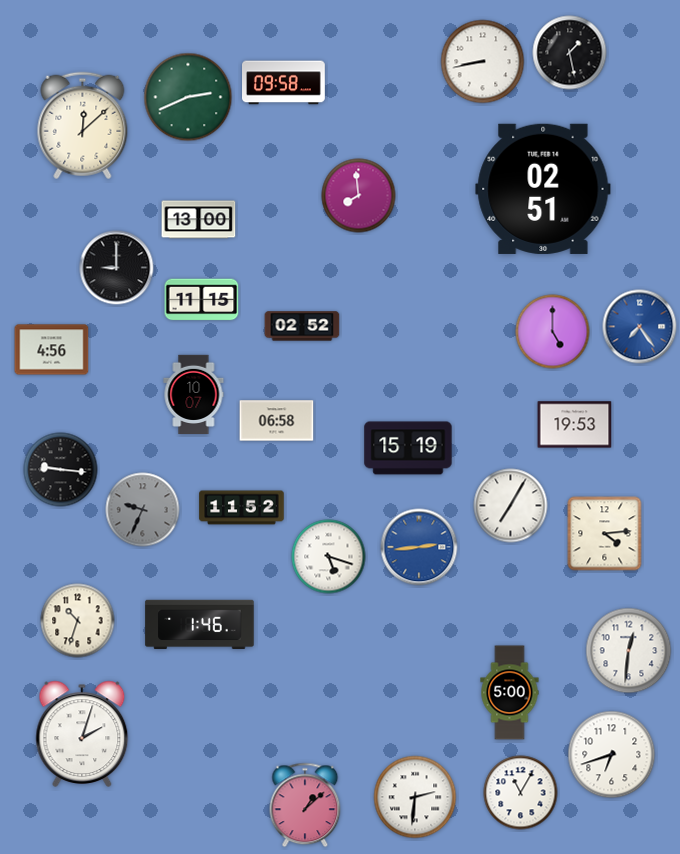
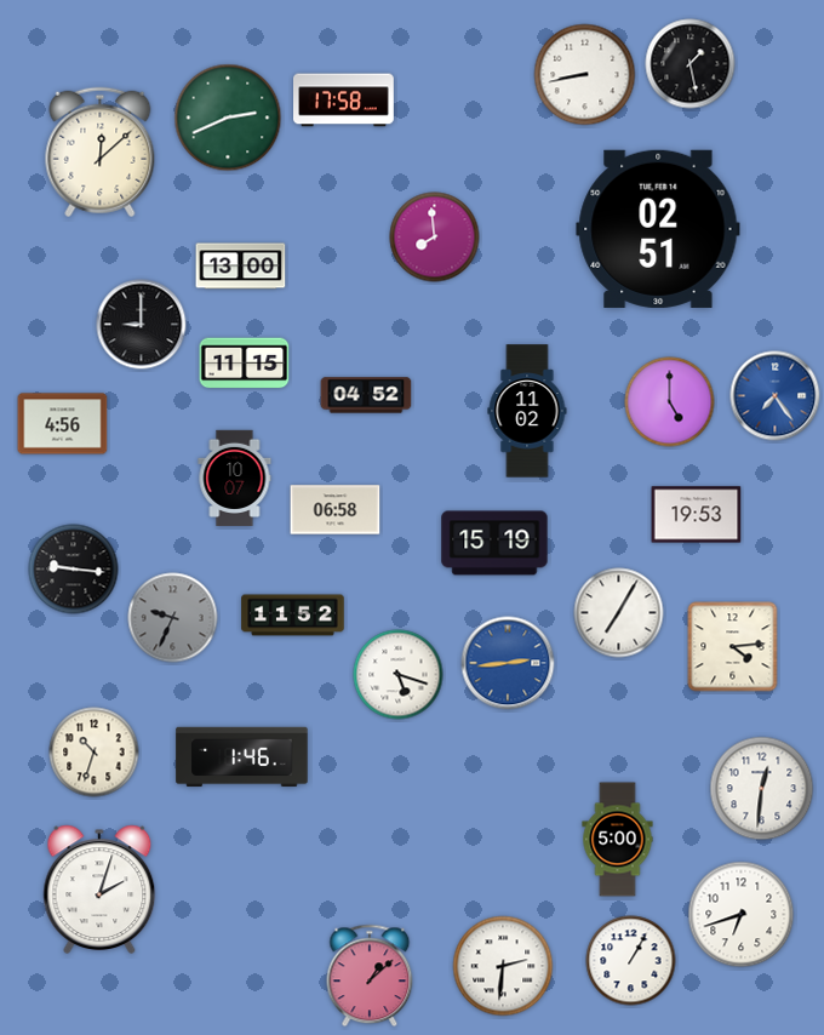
clock at (284, 83): 09:58 -> 17:58
clock at (302, 326): 02:52 -> 04:52
clock at (527, 411): none -> 11:02
clock at (521, 793): 11:05 -> 1:05
